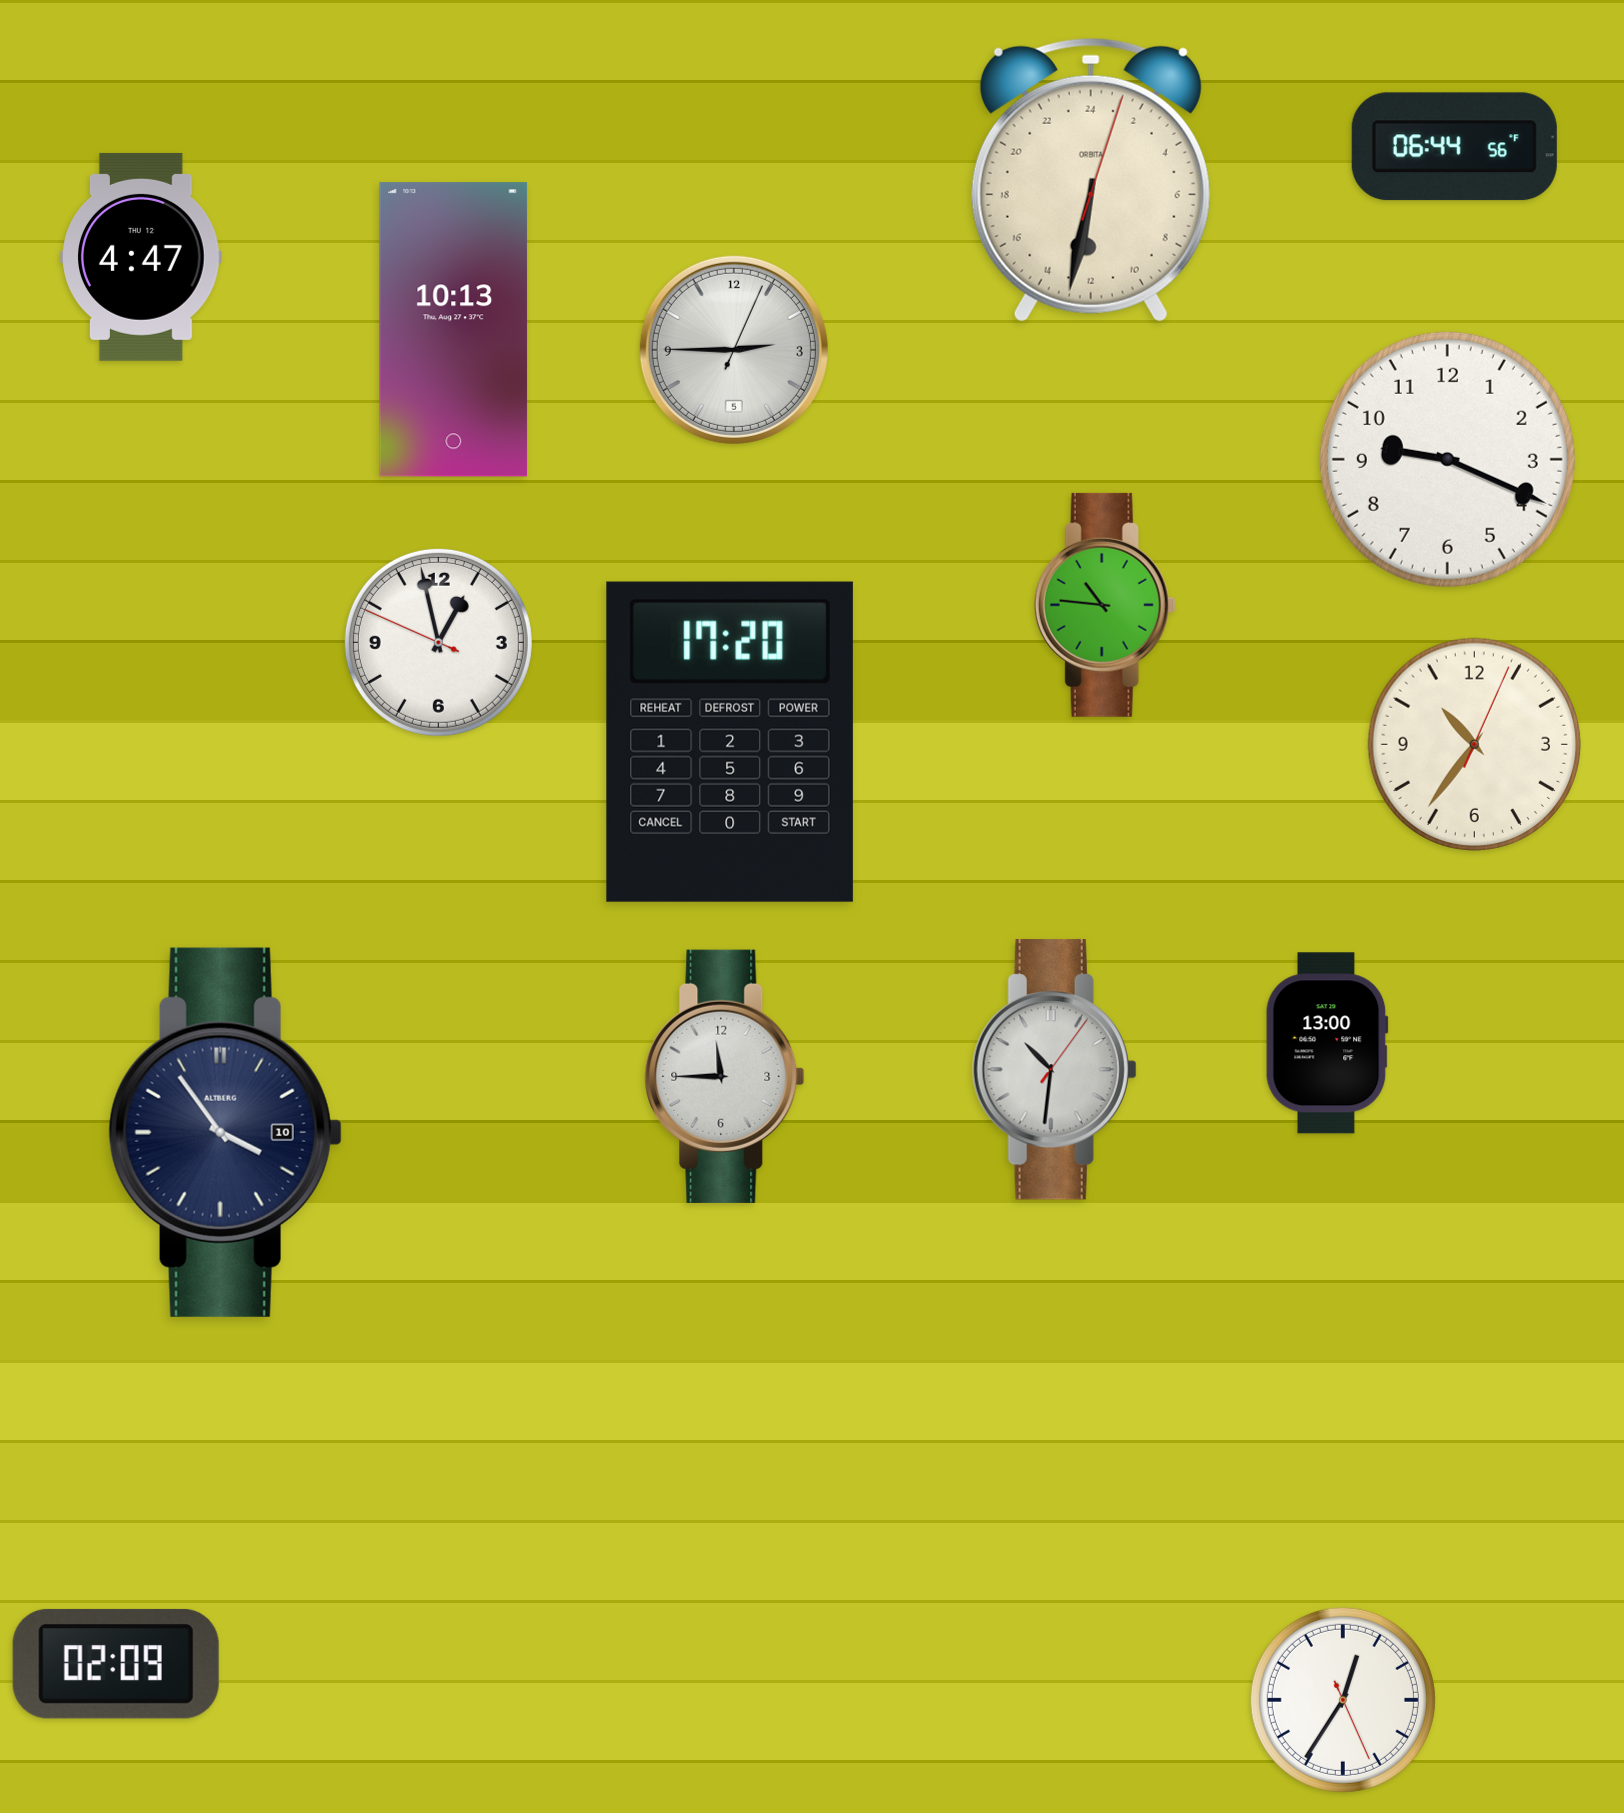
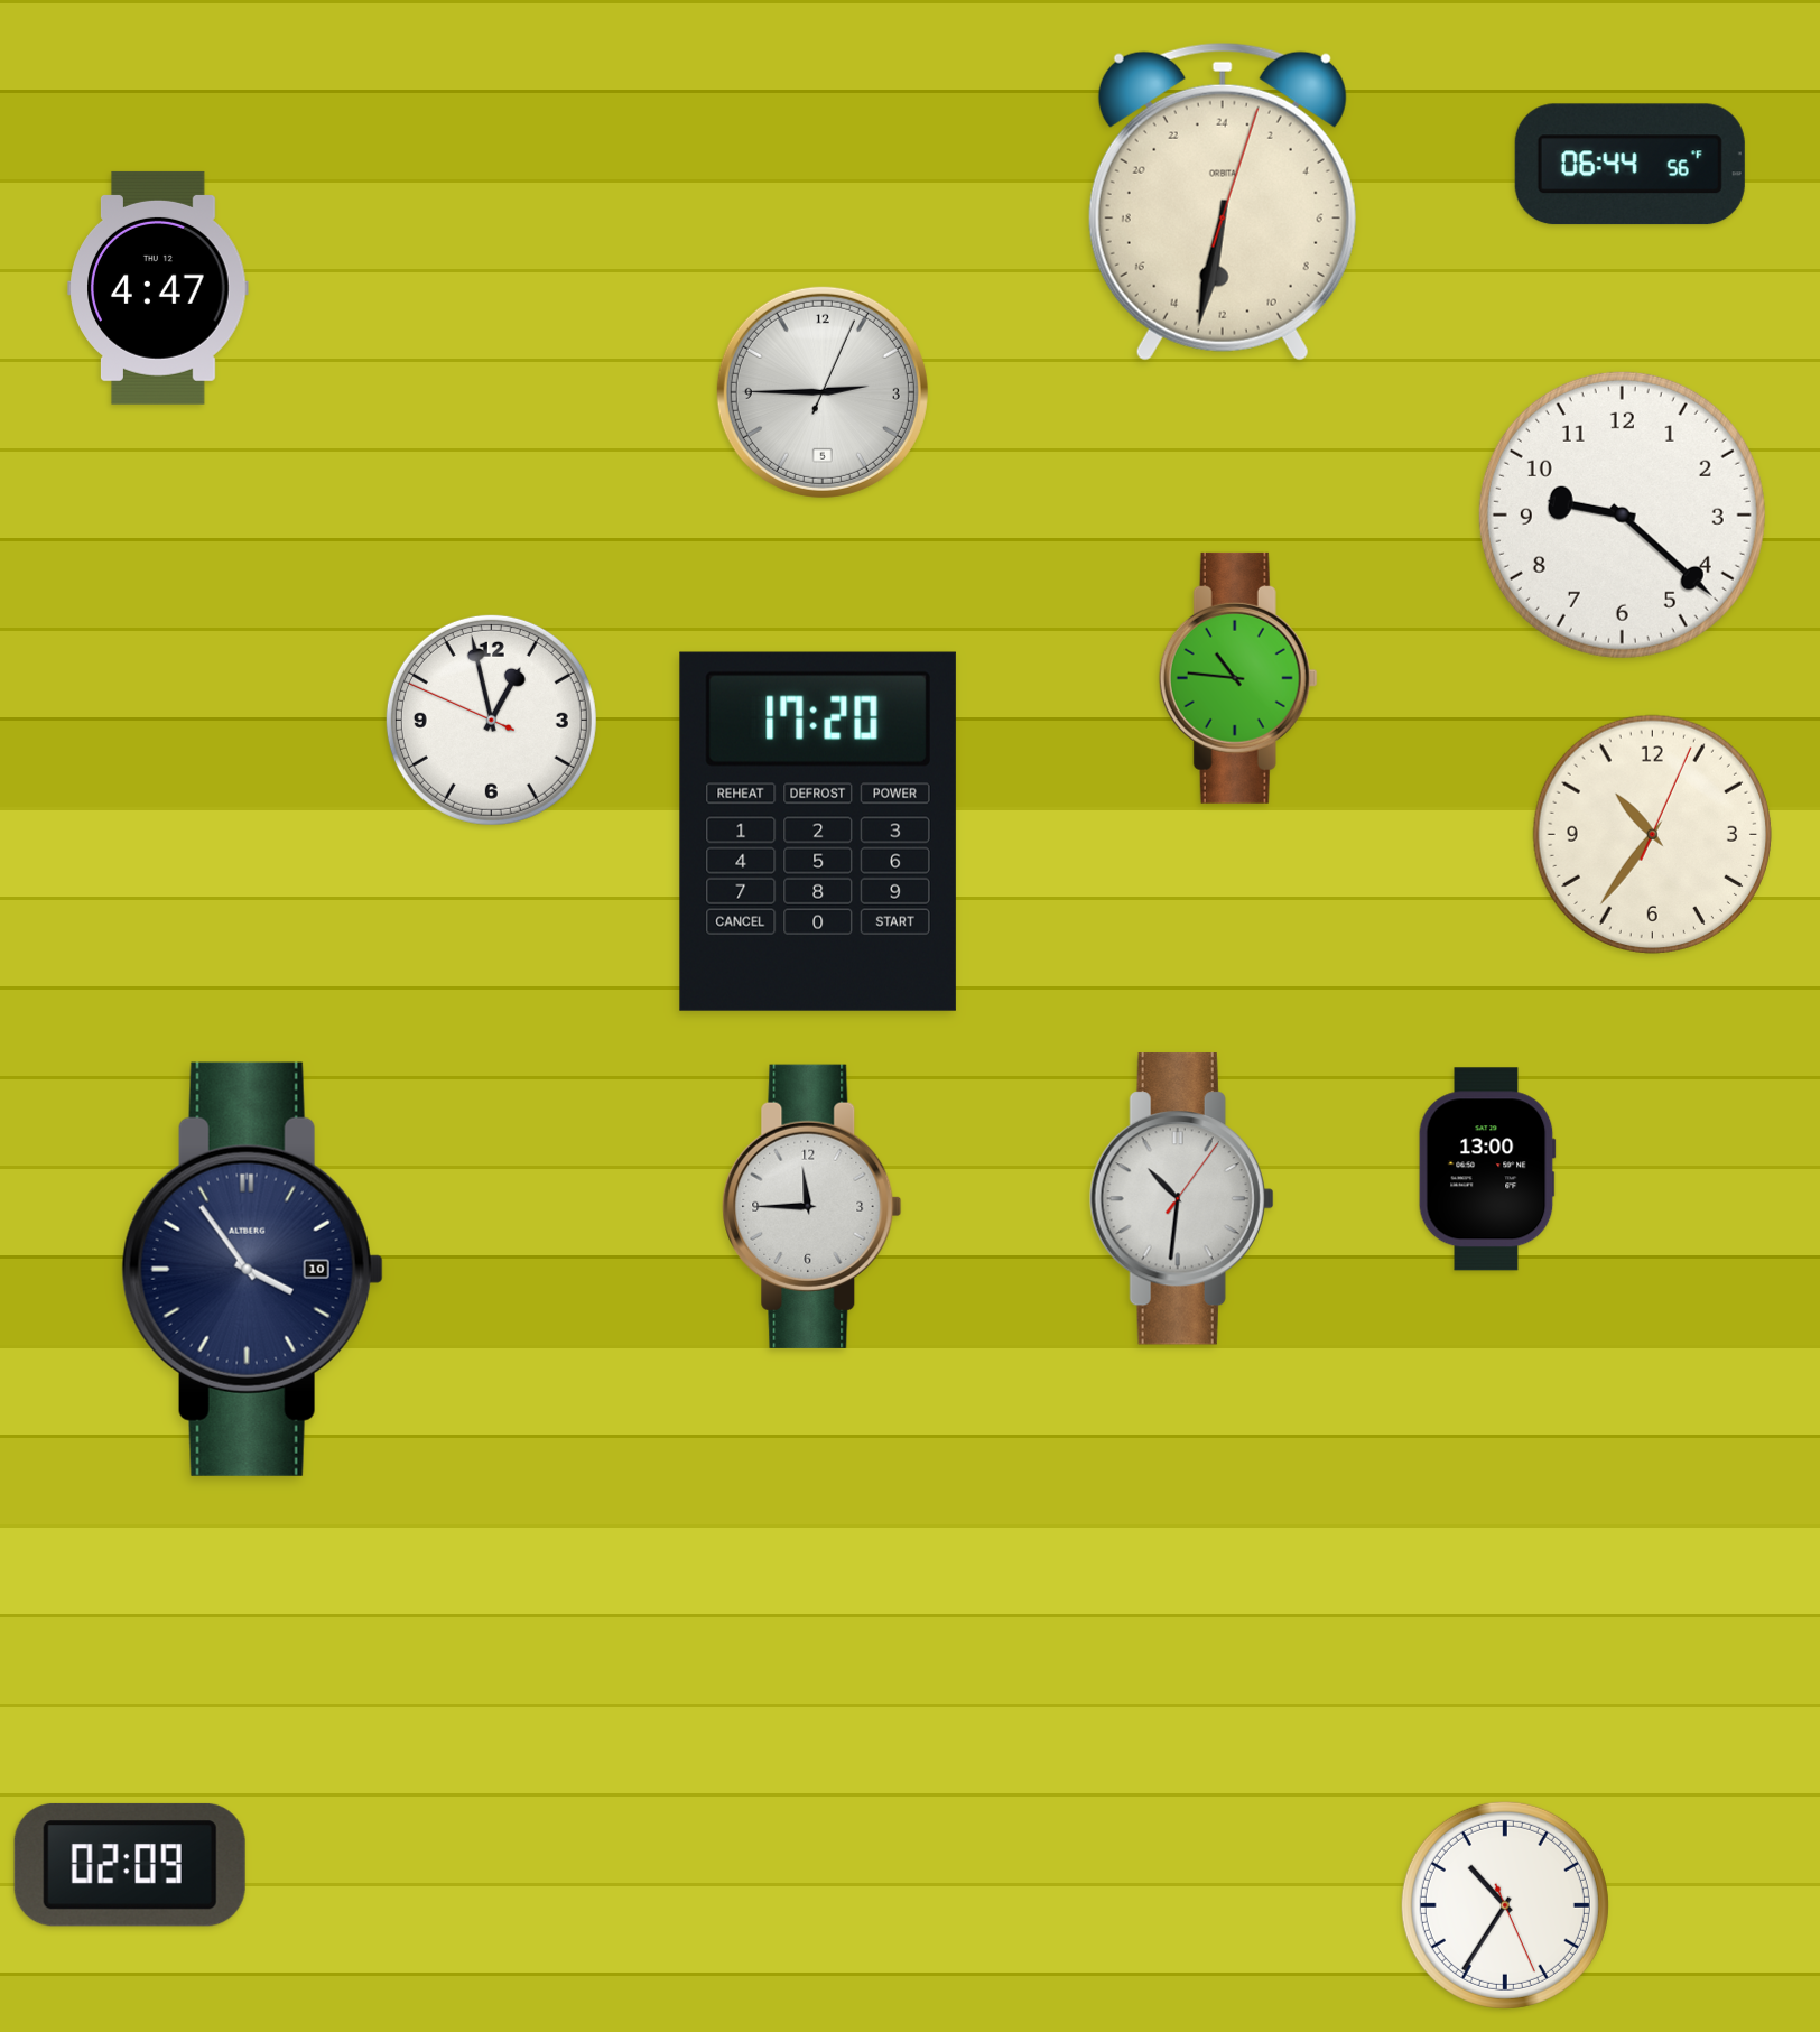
clock at (454, 330): 10:13 -> none
clock at (1447, 459): 9:19 -> 9:22
clock at (1343, 1700): 12:35 -> 10:35
